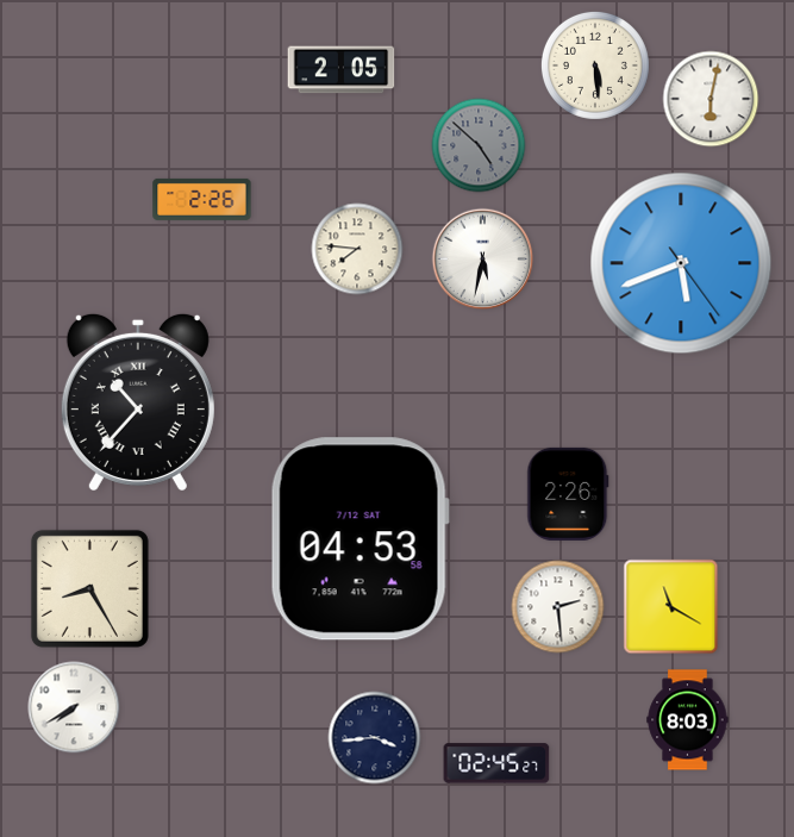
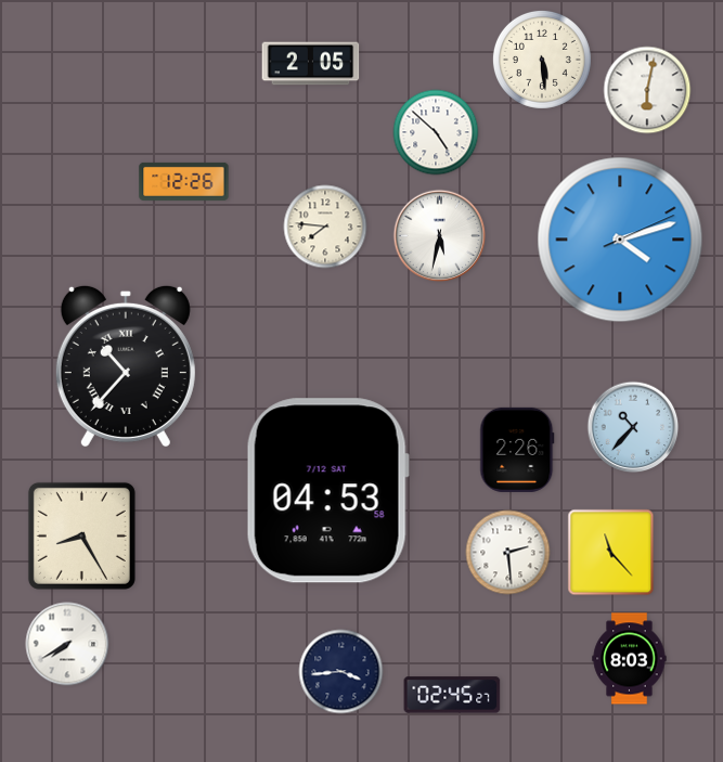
clock at (479, 145) dial: grey -> white
clock at (202, 199): 2:26 -> 12:26
clock at (681, 263): 5:41 -> 4:12
clock at (633, 427): none -> 10:37
clock at (671, 607): 11:20 -> 11:23
clock at (688, 720) position: (688, 720) -> (630, 659)
